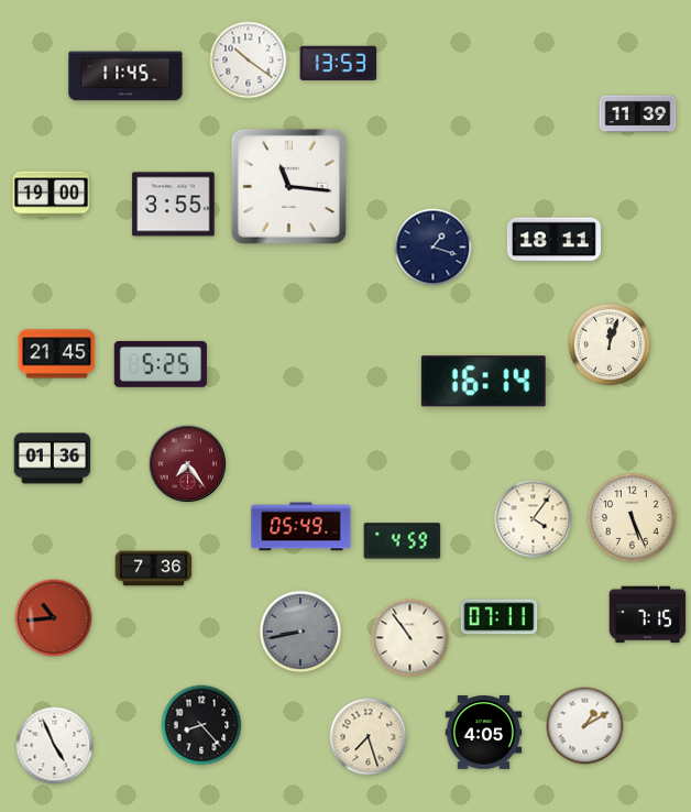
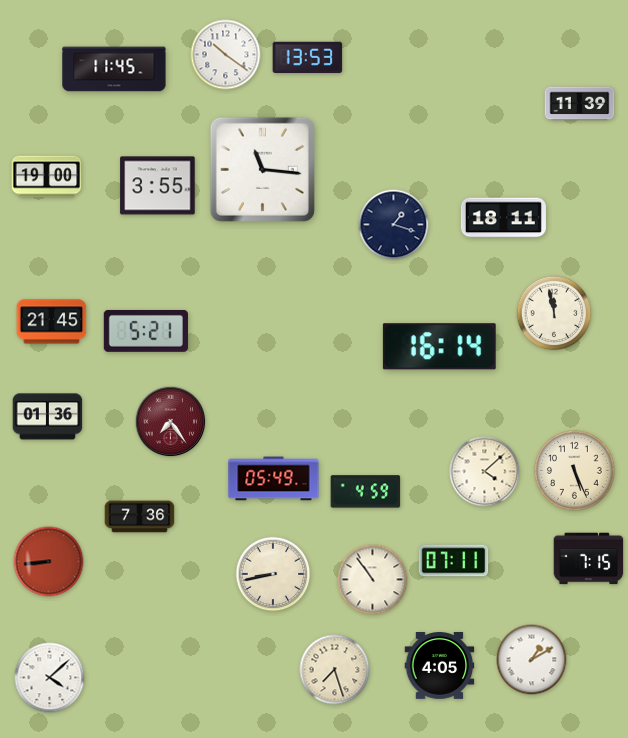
clock at (610, 344): 12:03 -> 11:58
clock at (161, 364): 5:25 -> 5:21
clock at (534, 519): 4:06 -> 4:08
clock at (54, 618): 10:44 -> 8:44
clock at (300, 632) dial: grey -> cream
clock at (201, 725): 8:23 -> none
clock at (55, 746): 4:56 -> 4:08
